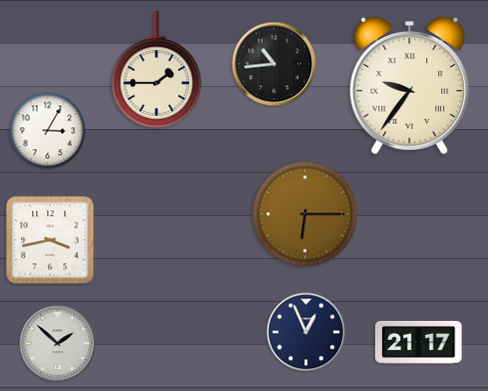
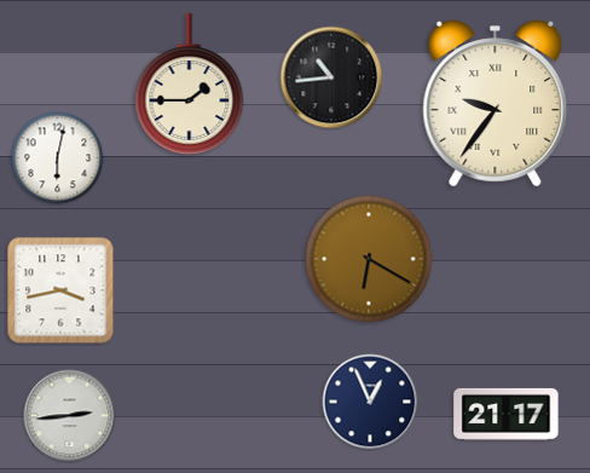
clock at (48, 131): 3:05 -> 6:02
clock at (305, 214): 6:15 -> 6:20
clock at (58, 344): 1:52 -> 2:44
